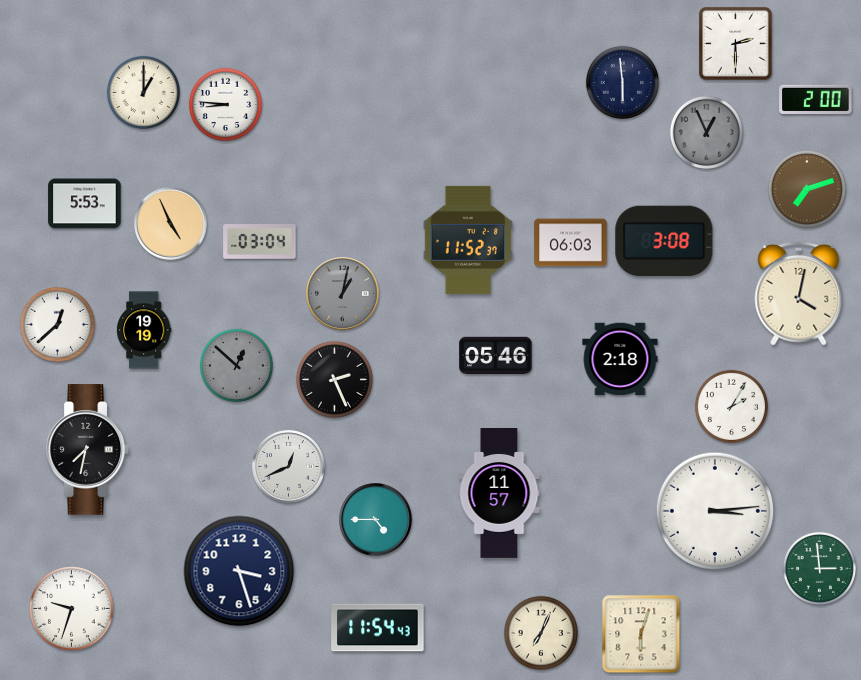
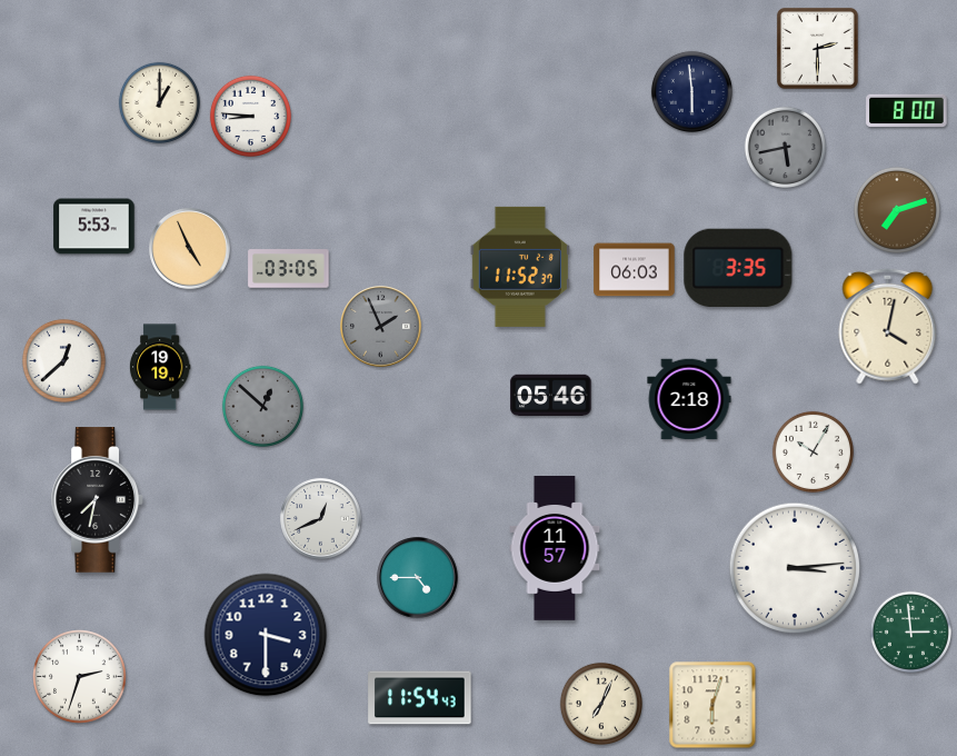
clock at (816, 99): 2:00 -> 8:00
clock at (706, 132): 12:56 -> 5:43
clock at (664, 240): 3:08 -> 3:35
clock at (260, 242): 03:04 -> 03:05
clock at (343, 294): 1:02 -> 1:56
clock at (334, 379): 2:26 -> none
clock at (731, 406): 2:05 -> 10:05
clock at (239, 571): 3:27 -> 3:30
clock at (72, 609): 9:33 -> 2:33
